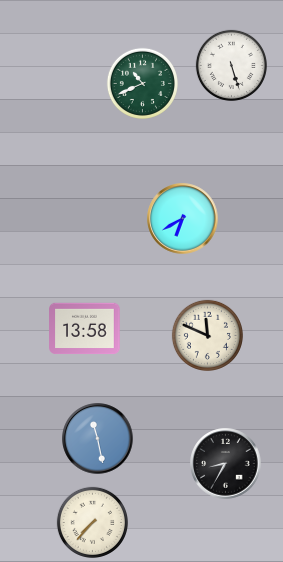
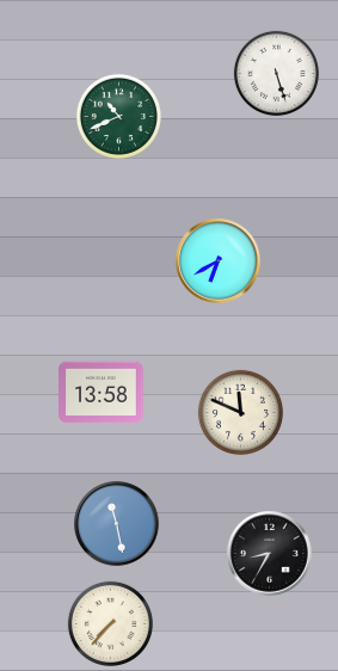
clock at (231, 65) position: (231, 65) -> (276, 73)
clock at (142, 83) position: (142, 83) -> (118, 116)
clock at (207, 335) position: (207, 335) -> (240, 412)
